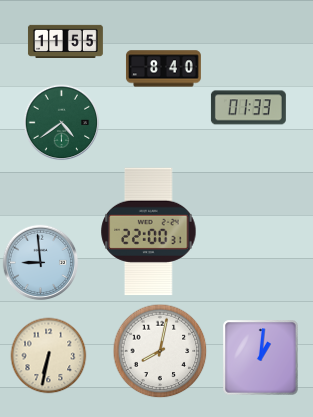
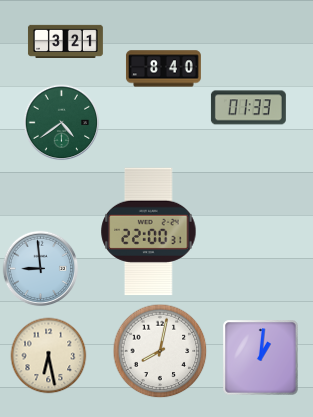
clock at (65, 41): 11:55 -> 3:21
clock at (41, 263) position: (41, 263) -> (41, 269)
clock at (49, 356): 6:32 -> 6:28
